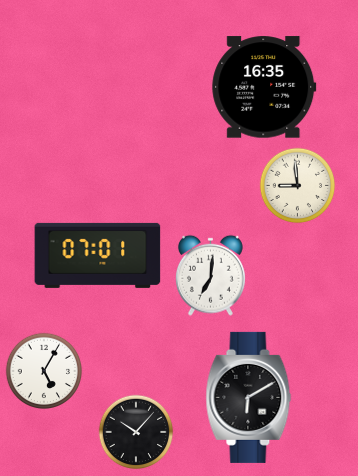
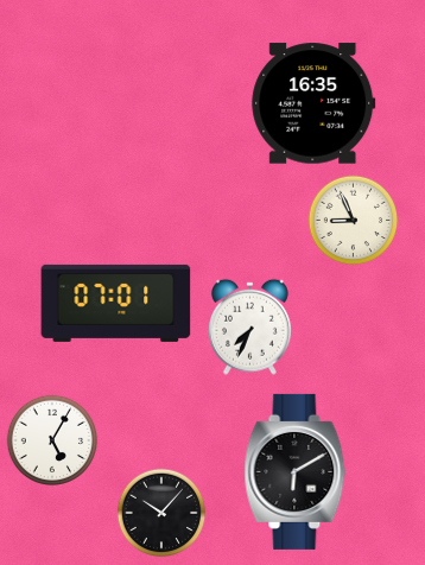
clock at (298, 186): 8:59 -> 8:56
clock at (210, 275): 7:01 -> 7:34
